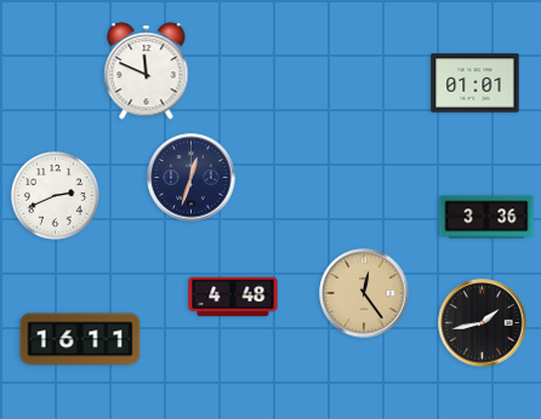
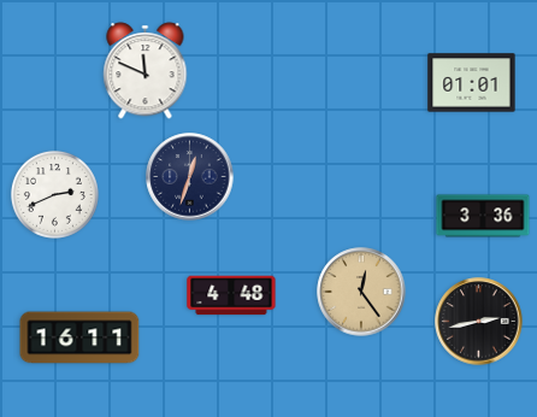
clock at (483, 323): 1:43 -> 2:43
